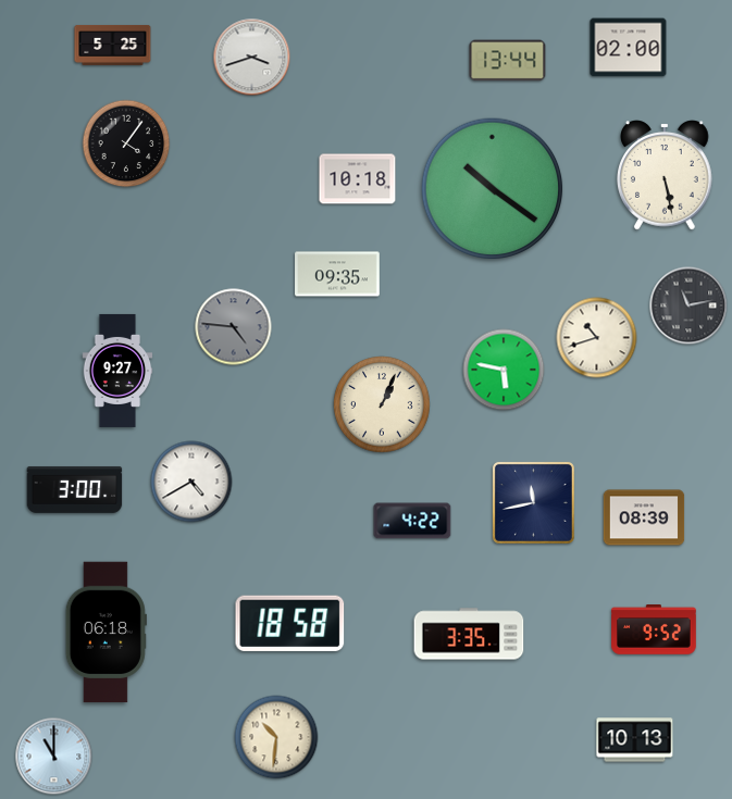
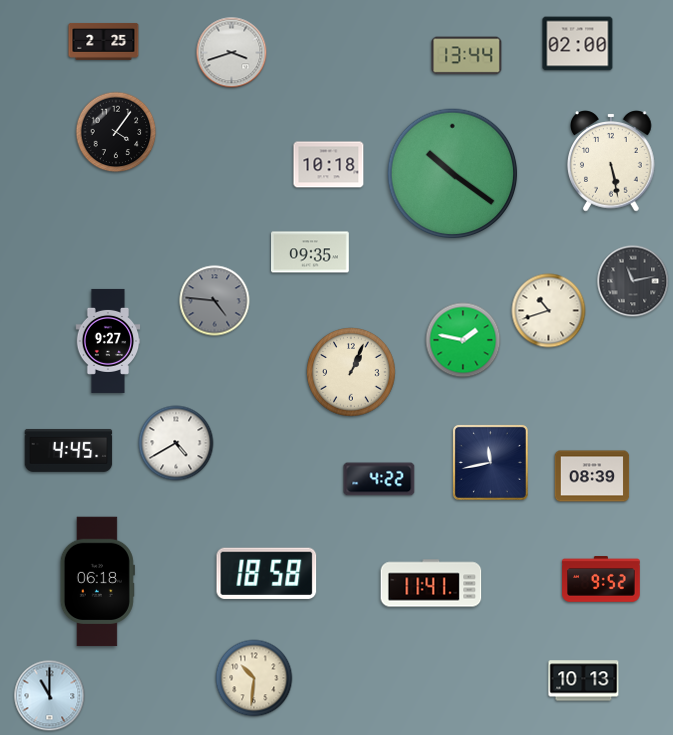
clock at (113, 45): 5:25 -> 2:25
clock at (504, 370): 5:47 -> 1:47
clock at (75, 489): 3:00 -> 4:45
clock at (469, 634): 3:35 -> 11:41
